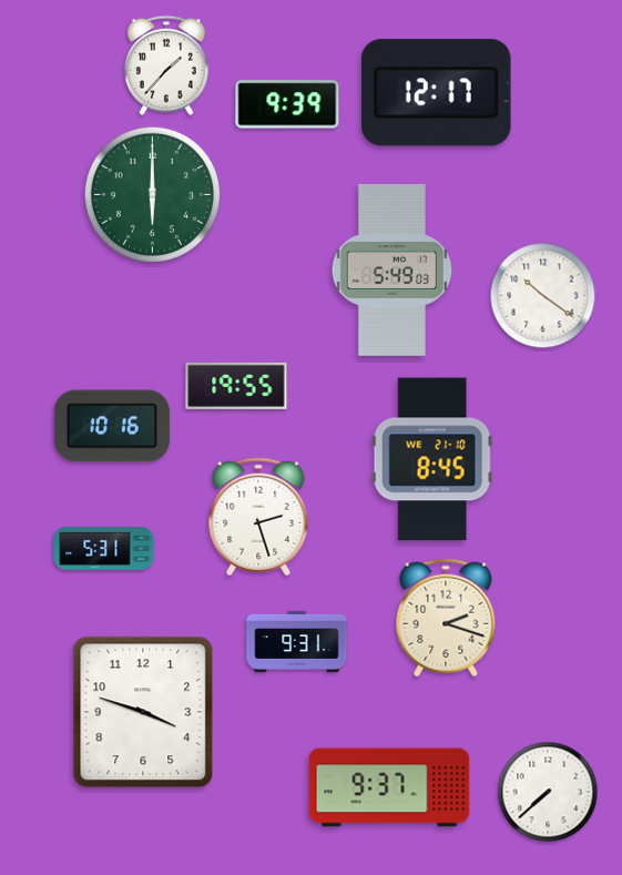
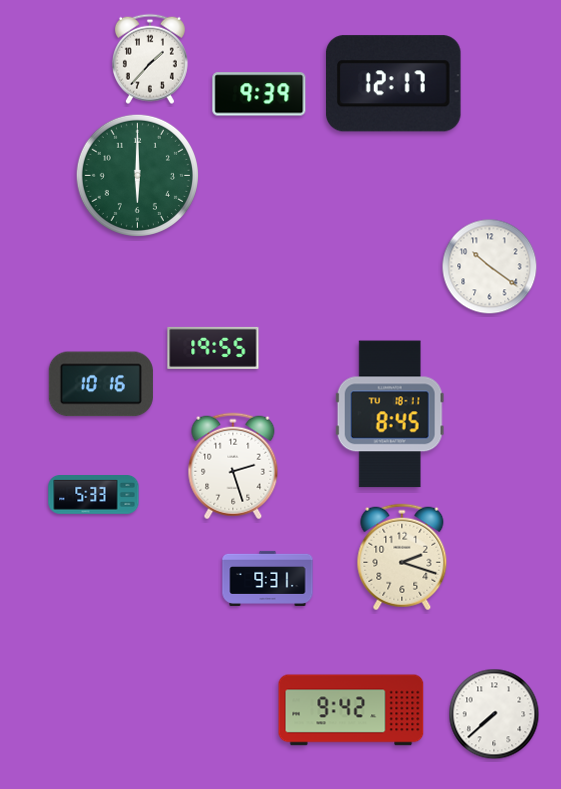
clock at (392, 269): 5:49 -> none
clock at (432, 459) date: WE 21-10 -> TU 18-11
clock at (104, 549): 5:31 -> 5:33
clock at (143, 712): 3:48 -> none
clock at (389, 787): 9:37 -> 9:42
